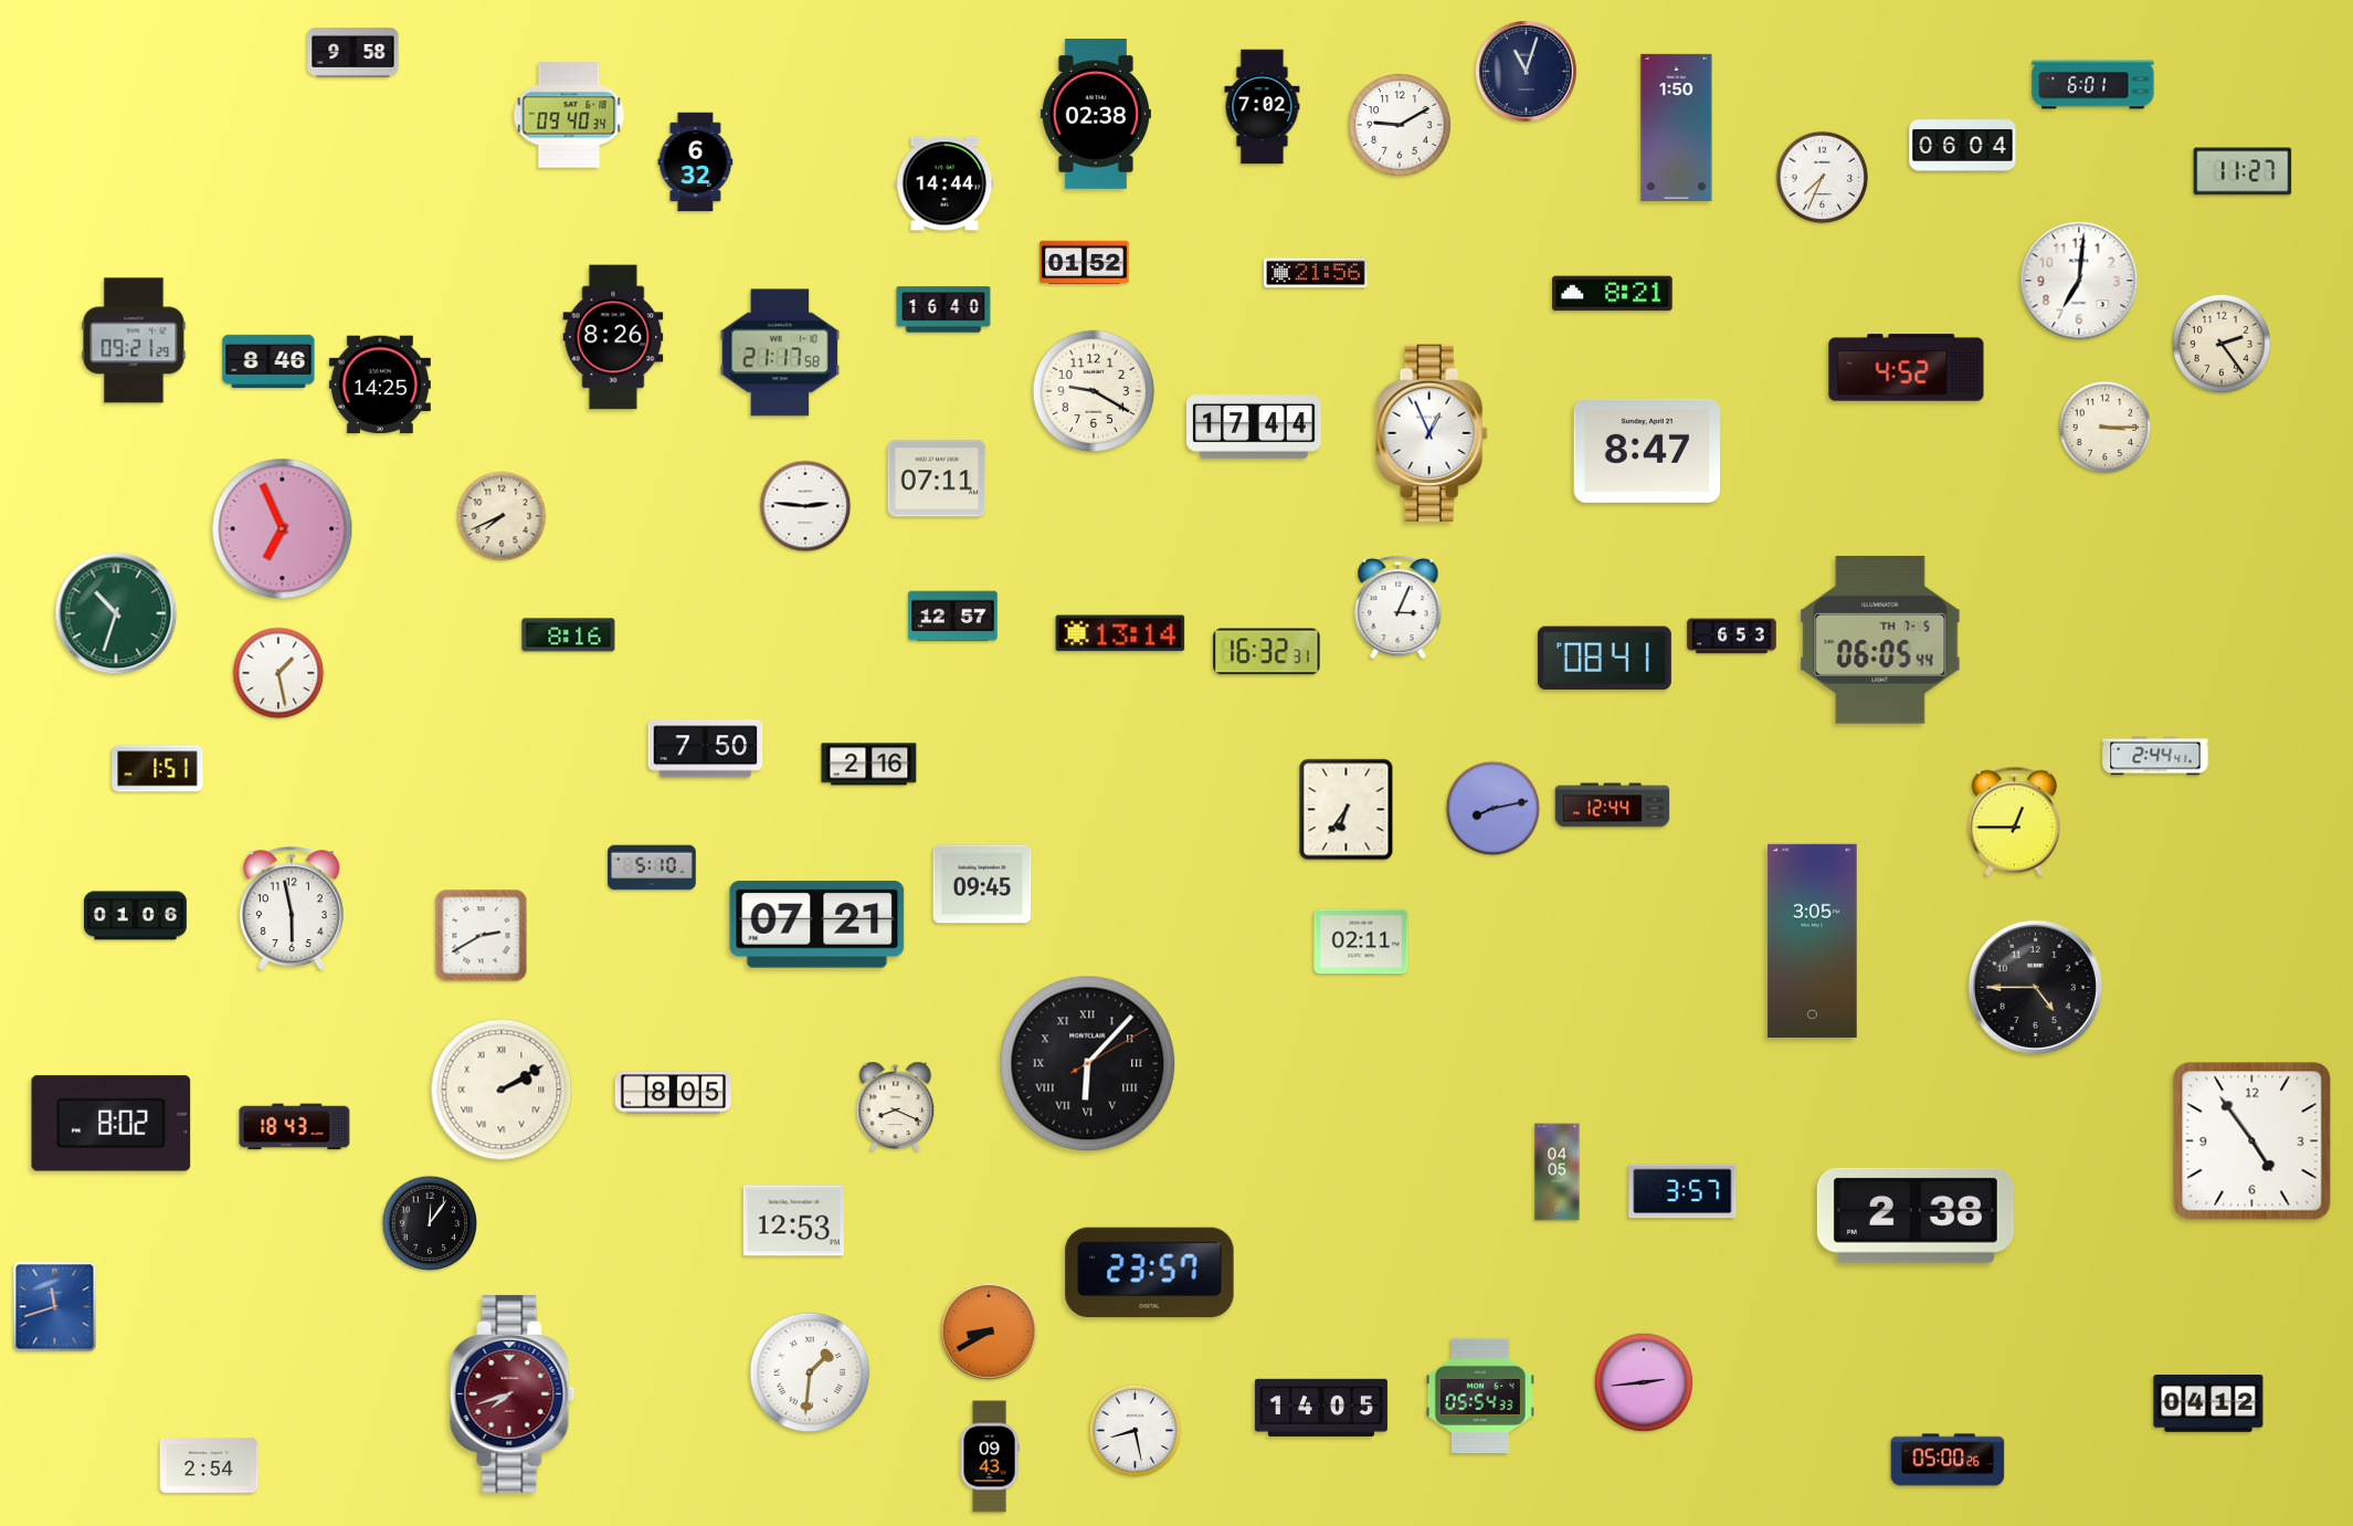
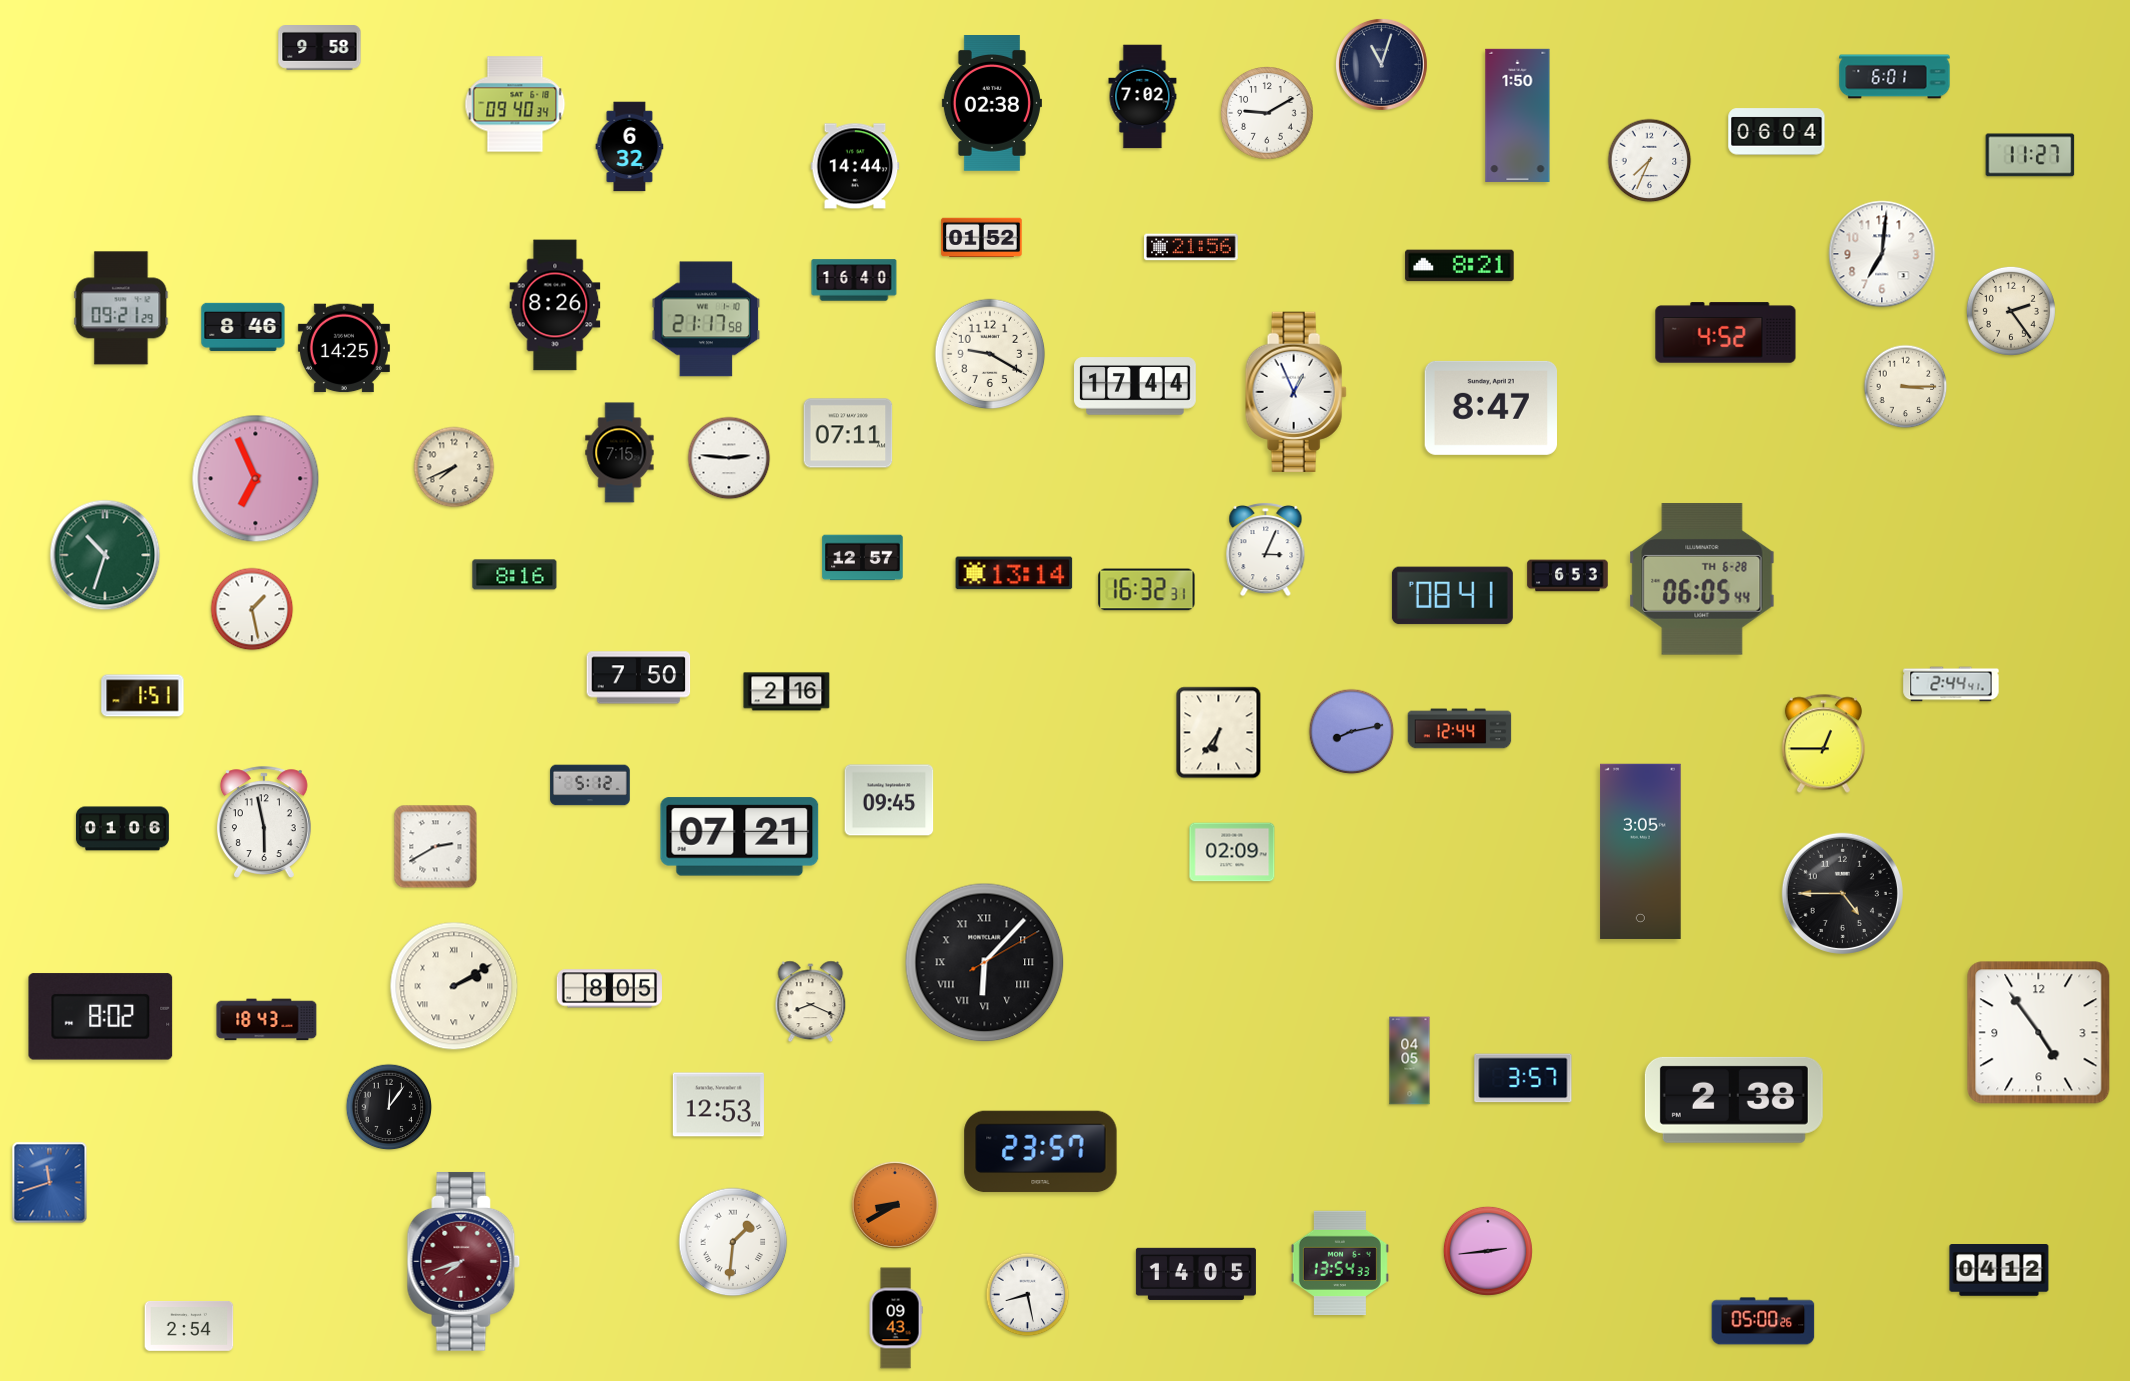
clock at (620, 453): none -> 7:15
clock at (1880, 640) date: TH 7-5 -> TH 6-28
clock at (652, 867): 5:10 -> 5:12
clock at (1361, 941): 02:11 -> 02:09
clock at (1480, 1396): 05:54 -> 13:54
